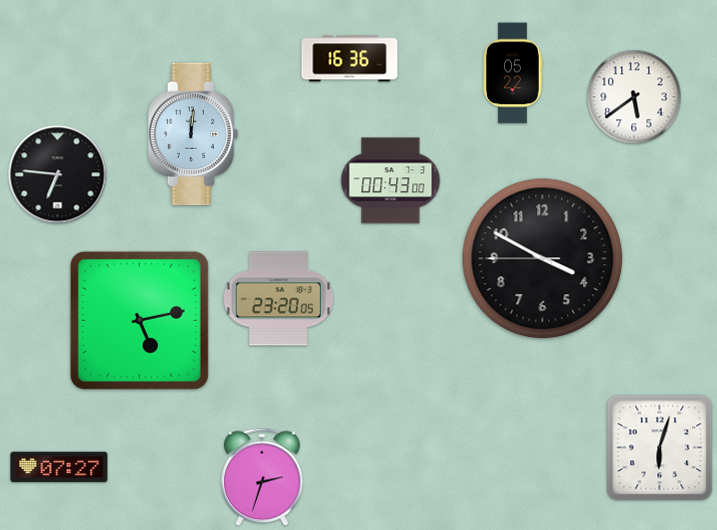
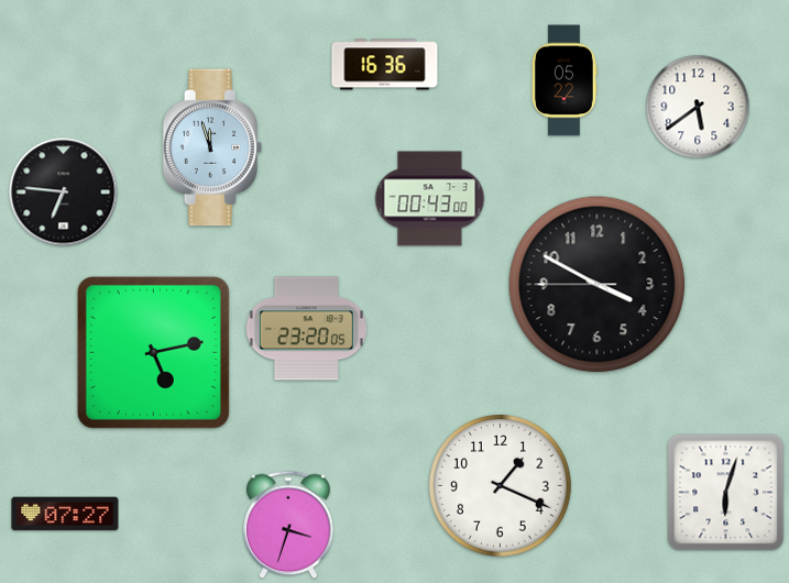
clock at (193, 134): 12:01 -> 11:57
clock at (500, 485): none -> 1:19
clock at (262, 477): 2:33 -> 3:33
